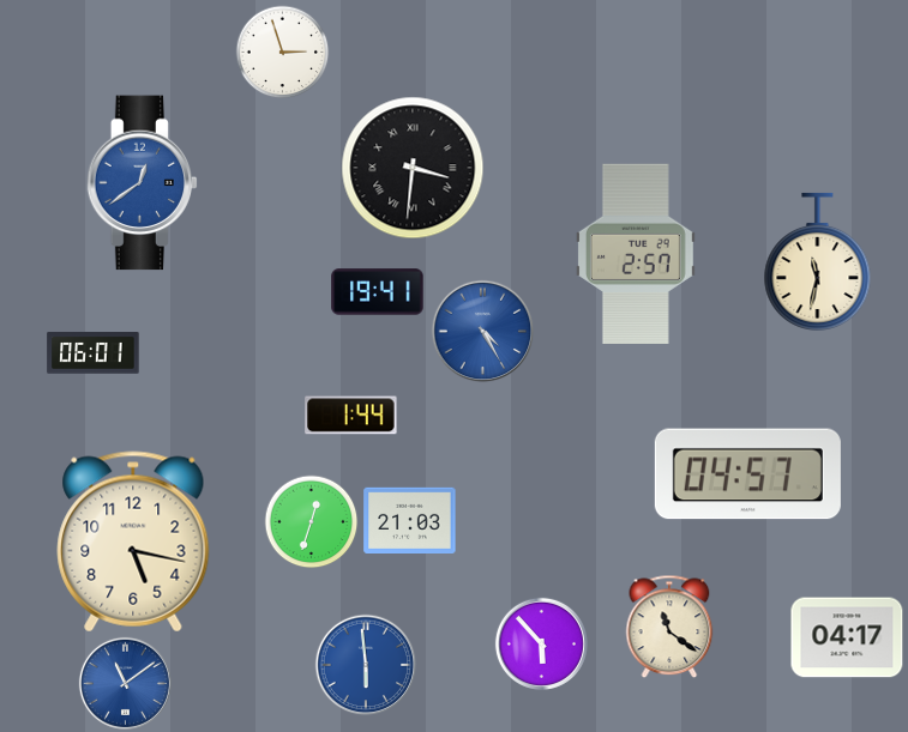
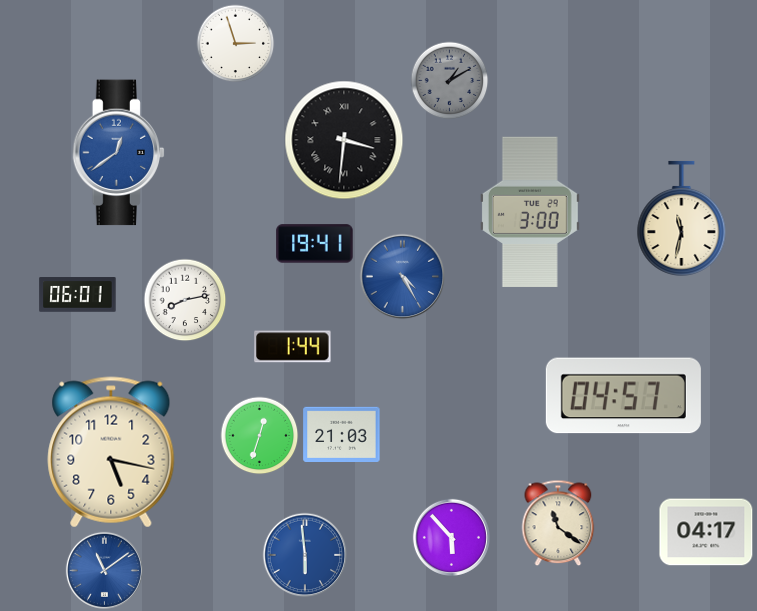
clock at (449, 80): none -> 1:10
clock at (636, 253): 2:57 -> 3:00
clock at (185, 300): none -> 8:13
